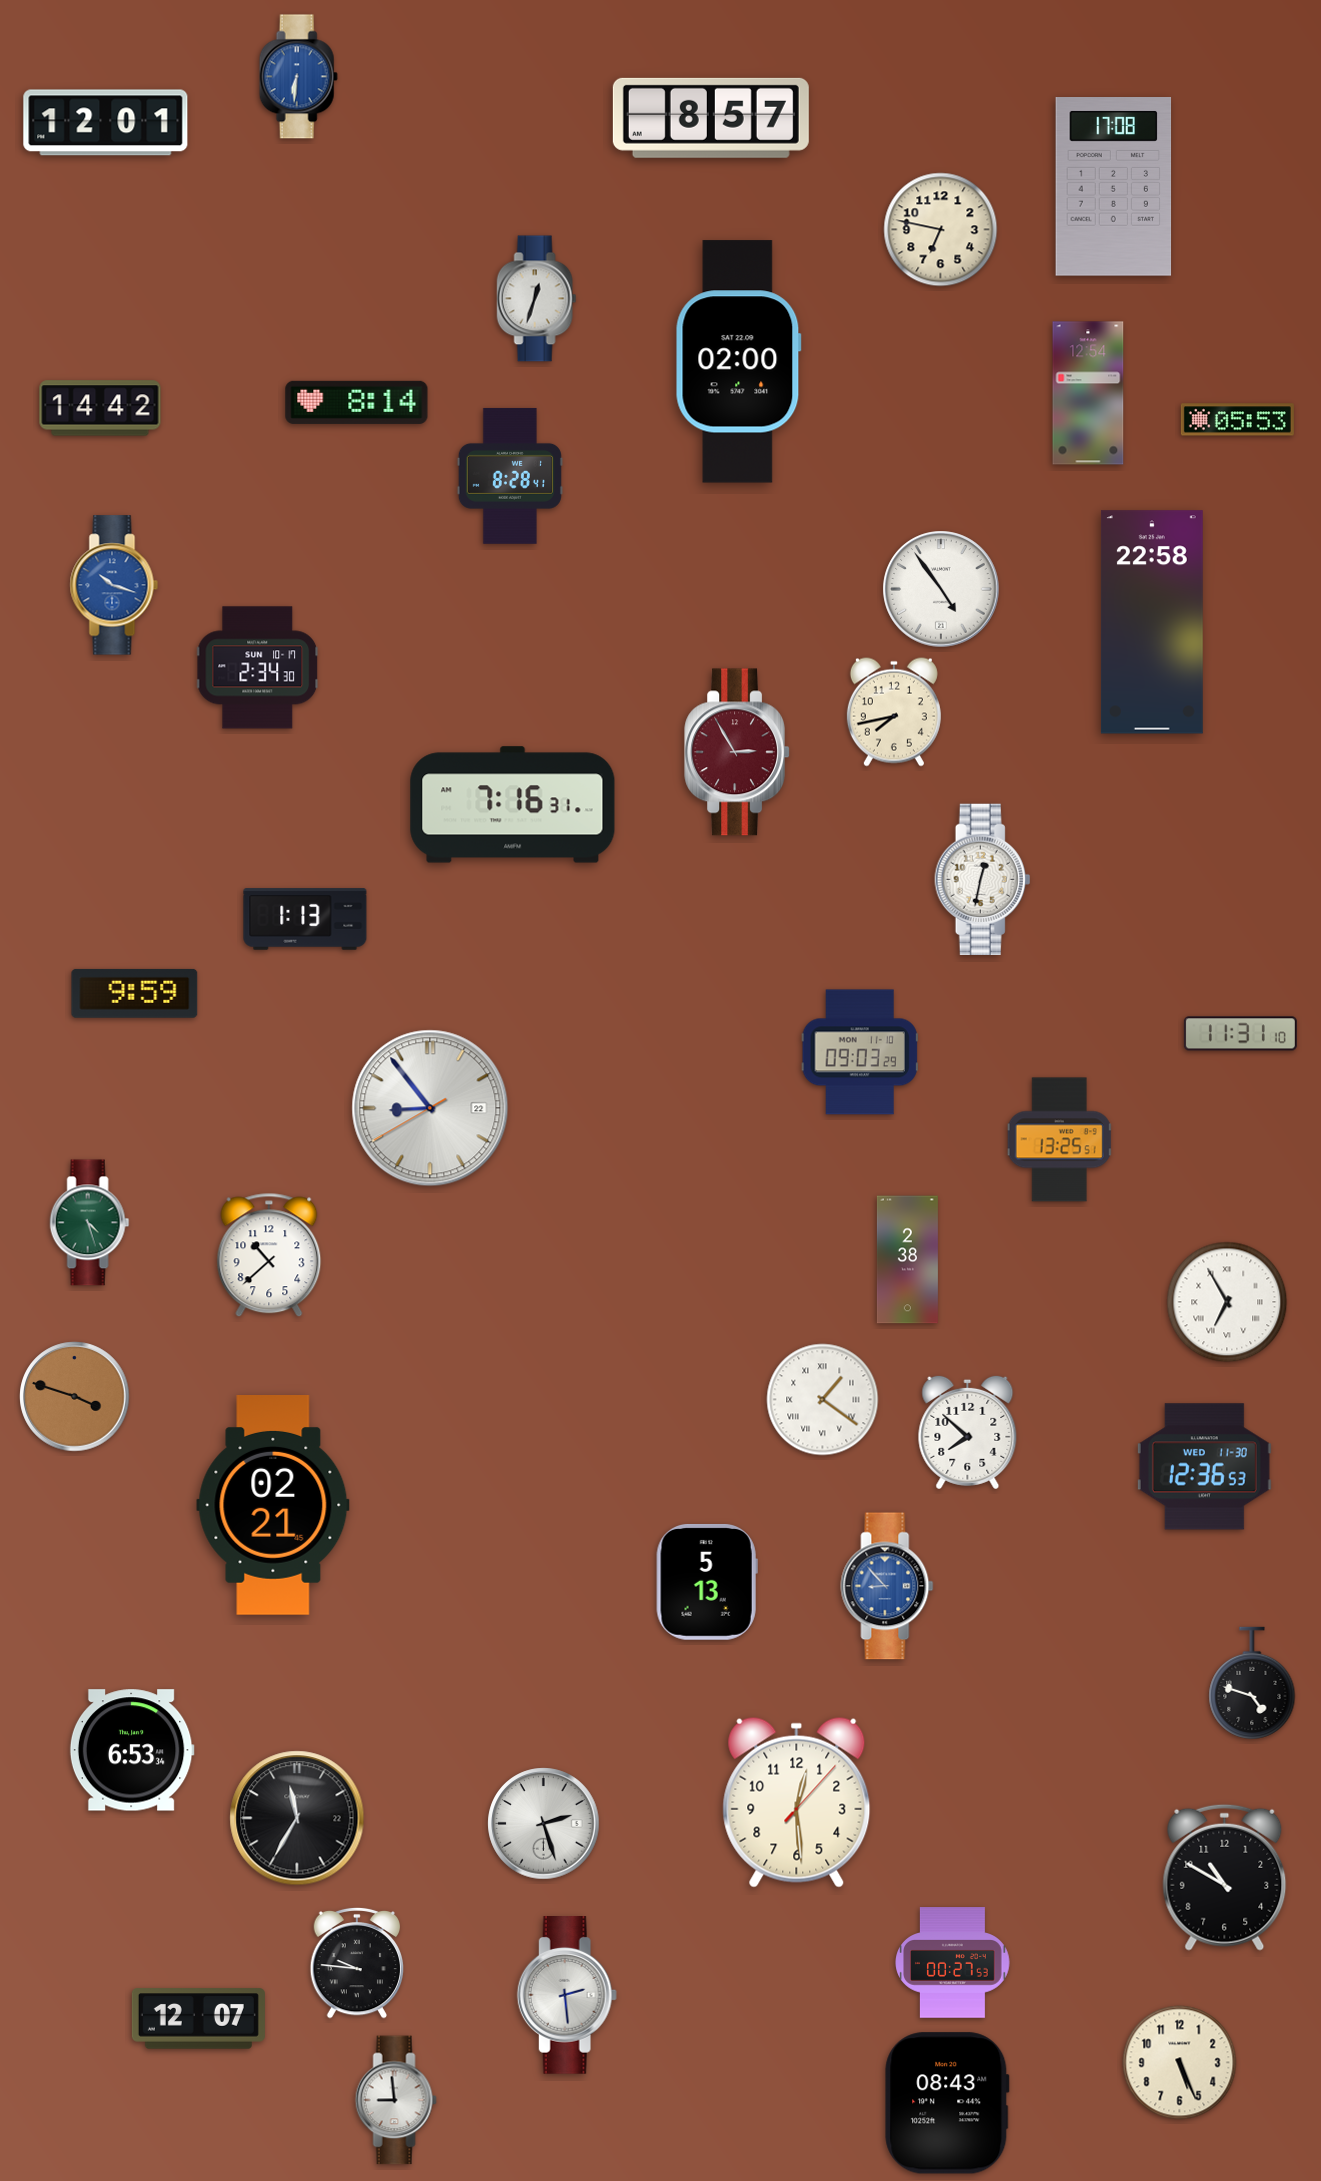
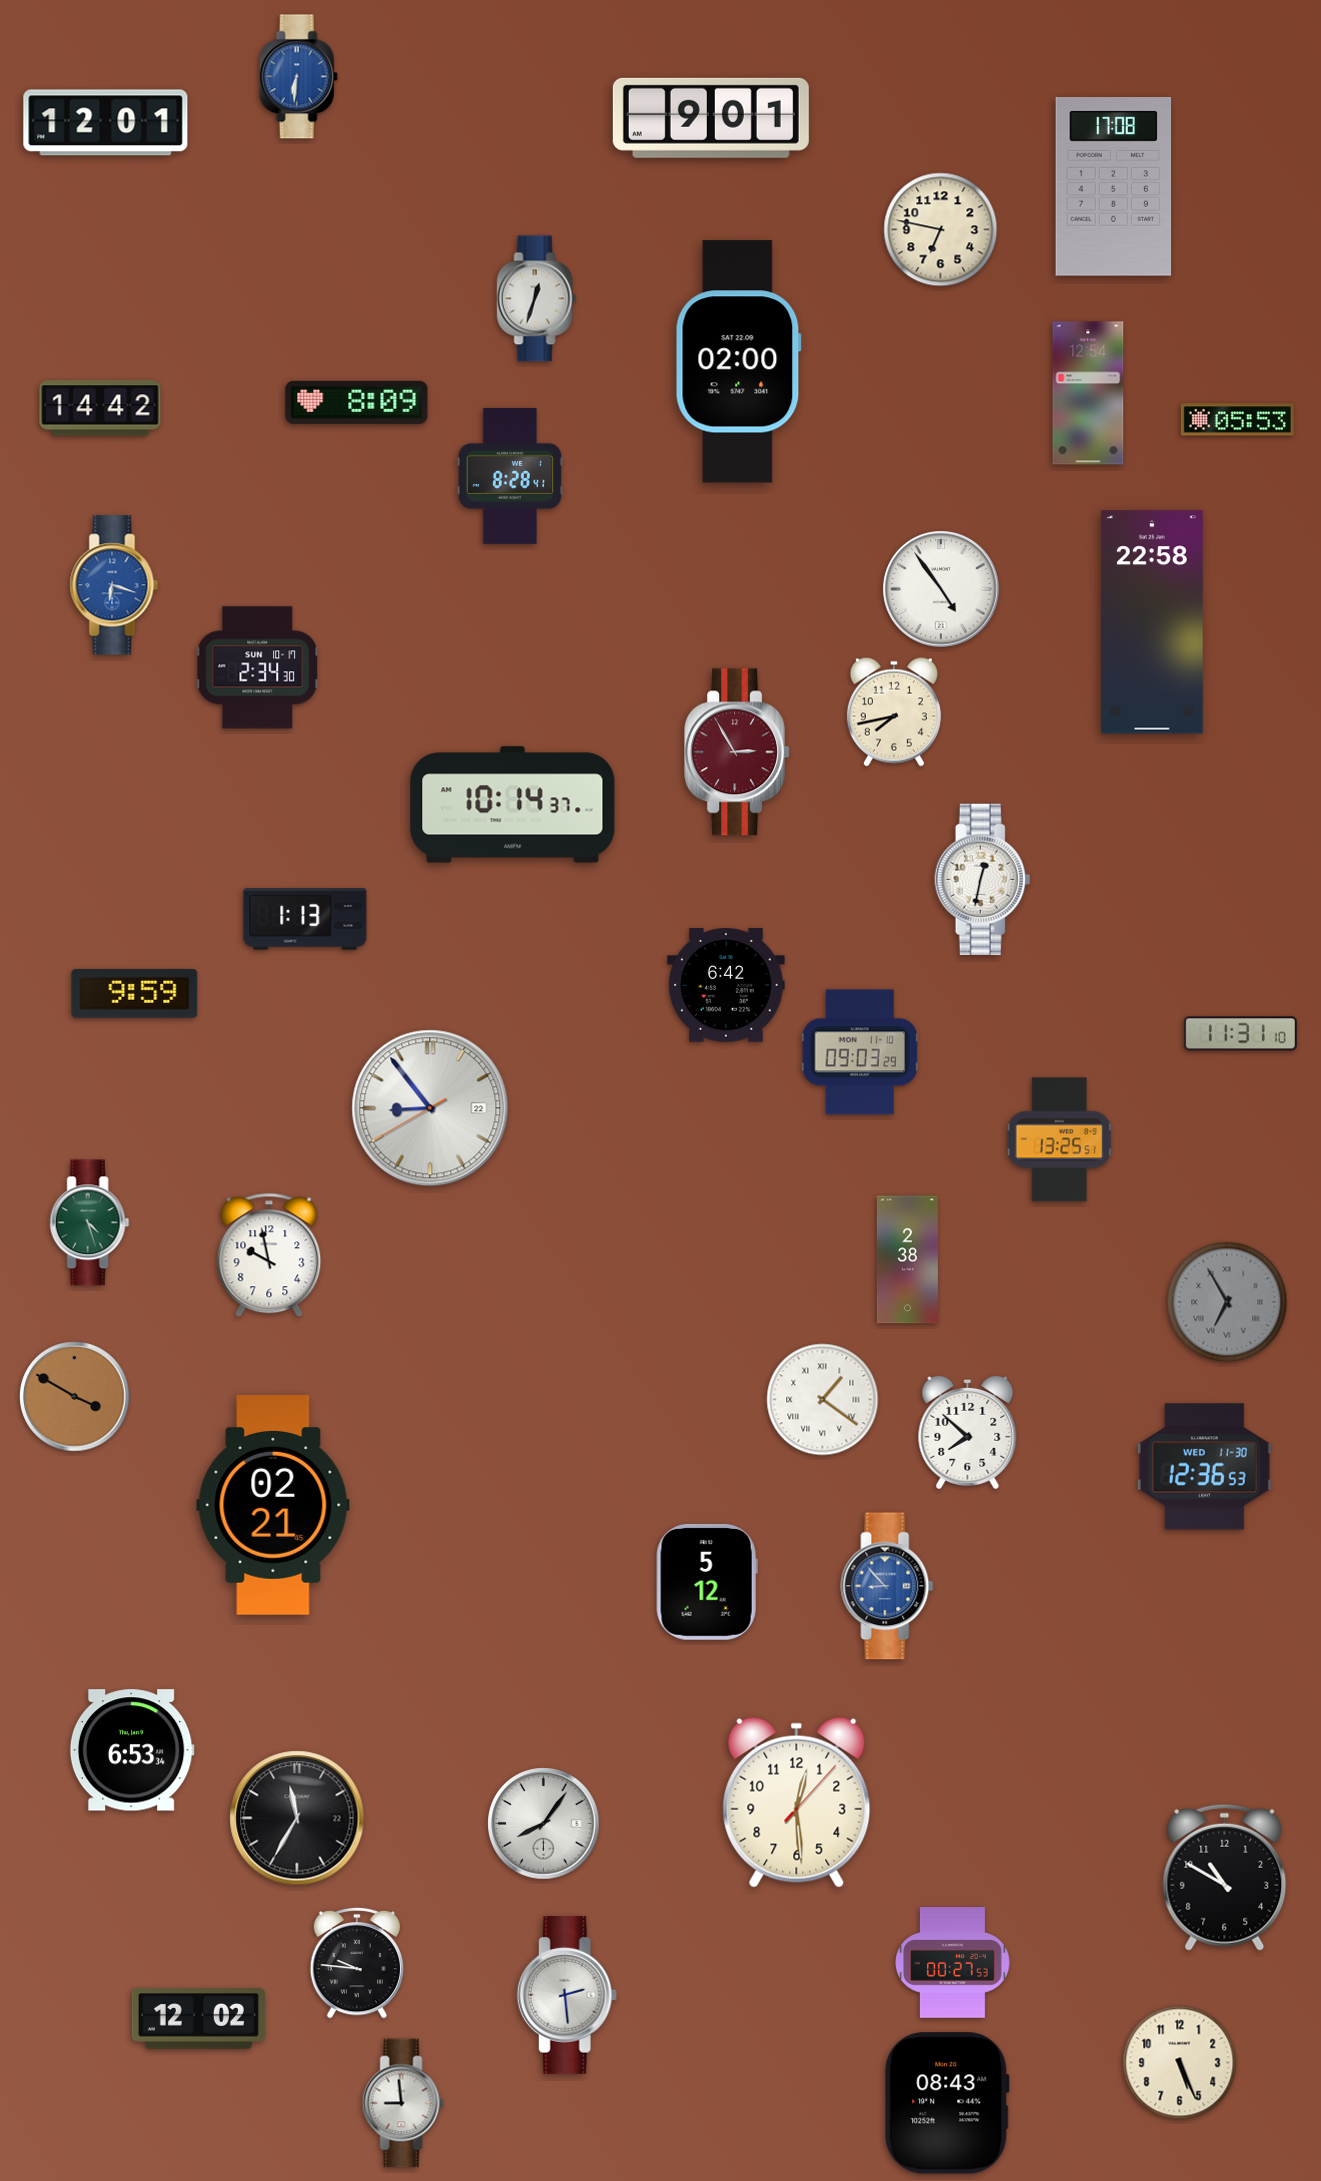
clock at (711, 118): 8:57 -> 9:01
clock at (357, 402): 8:14 -> 8:09
clock at (114, 585): 10:18 -> 6:18
clock at (513, 805): 7:16 -> 10:14
clock at (726, 985): none -> 6:42
clock at (269, 1255): 10:38 -> 9:58
clock at (1227, 1302) dial: white -> grey
clock at (75, 1397): 3:48 -> 3:50
clock at (707, 1582): 5:13 -> 5:12
clock at (1252, 1683): 4:48 -> none
clock at (544, 1824): 2:27 -> 8:06
clock at (198, 2019): 12:07 -> 12:02
clock at (396, 2100) position: (396, 2100) -> (403, 2103)
